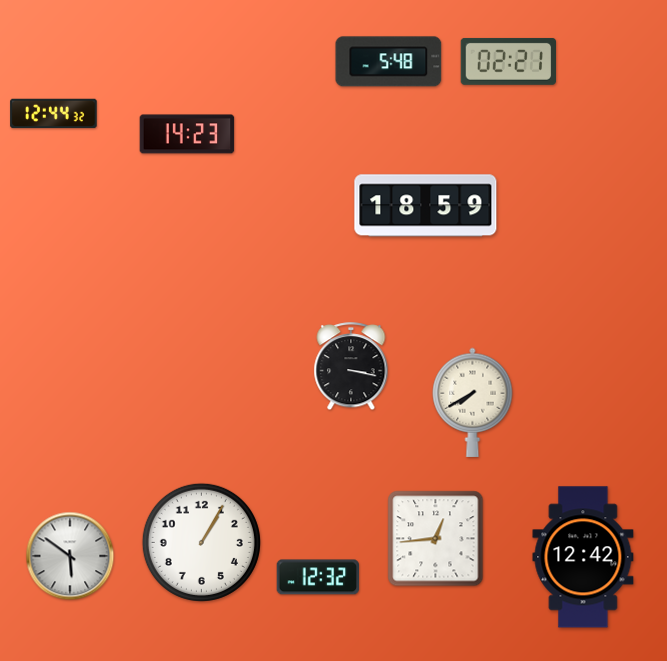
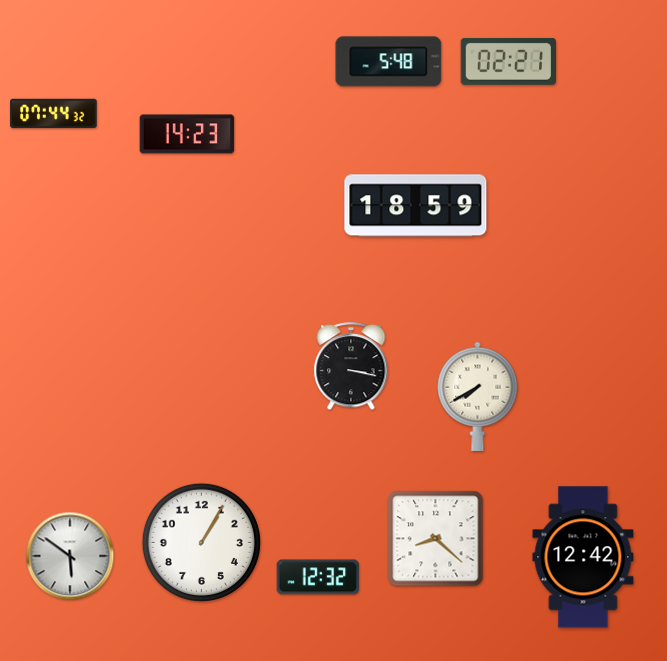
clock at (54, 114): 12:44 -> 07:44
clock at (426, 206) position: (426, 206) -> (416, 206)
clock at (473, 402) position: (473, 402) -> (478, 396)
clock at (436, 539): 12:44 -> 8:22
